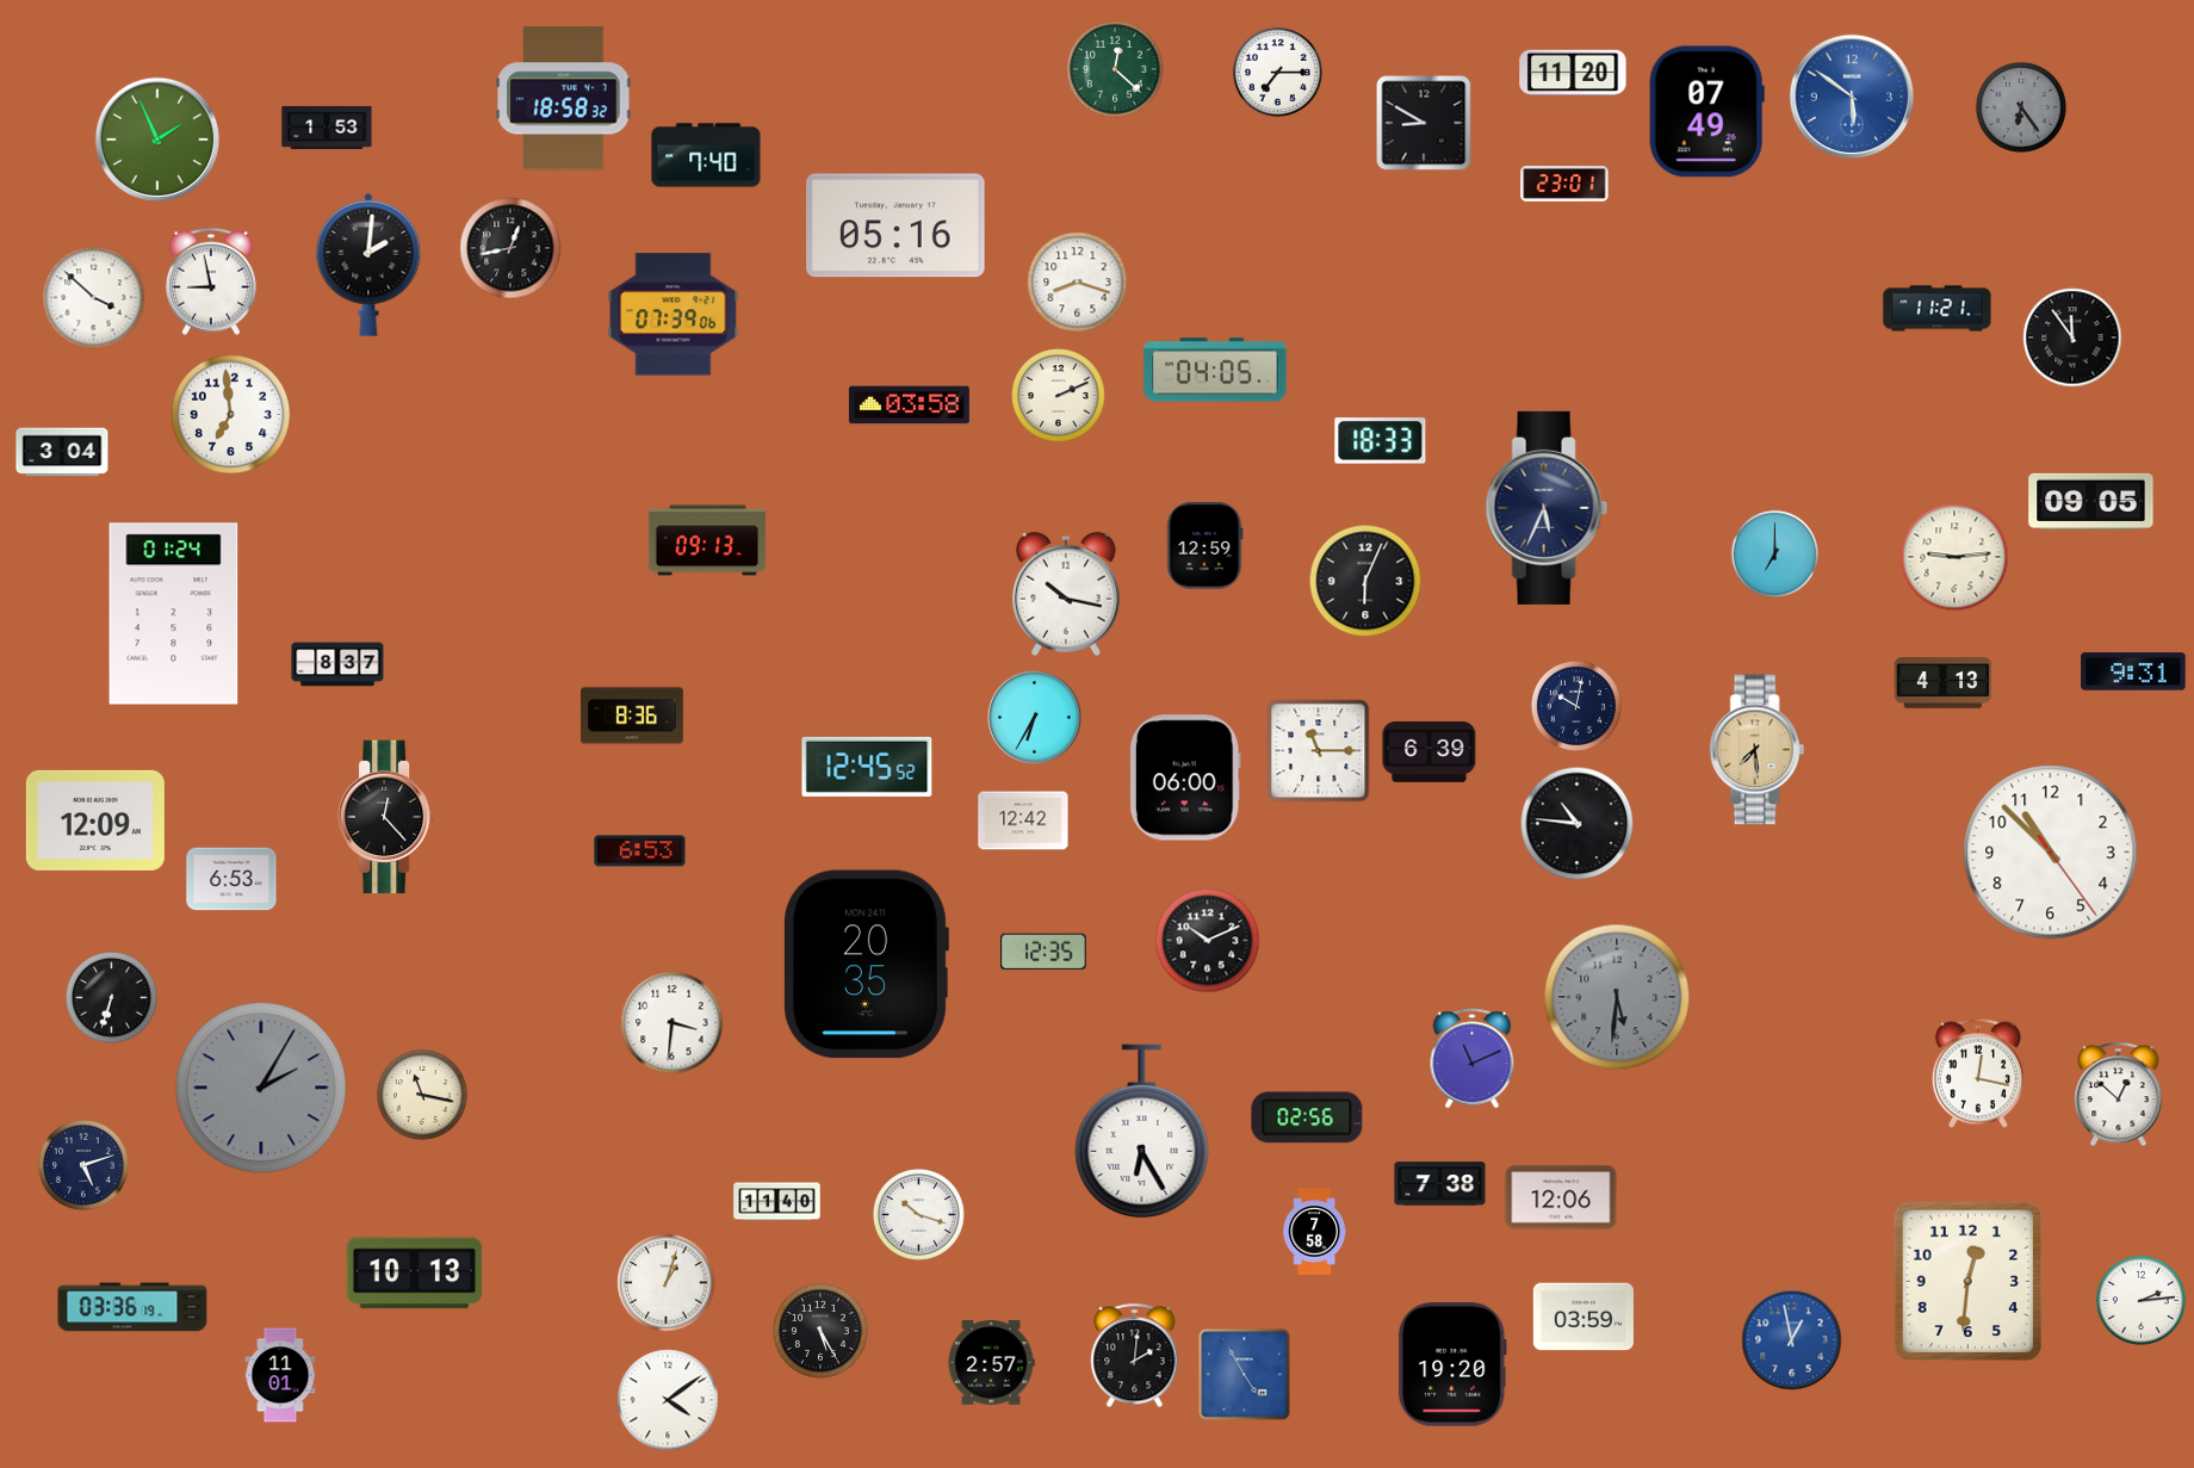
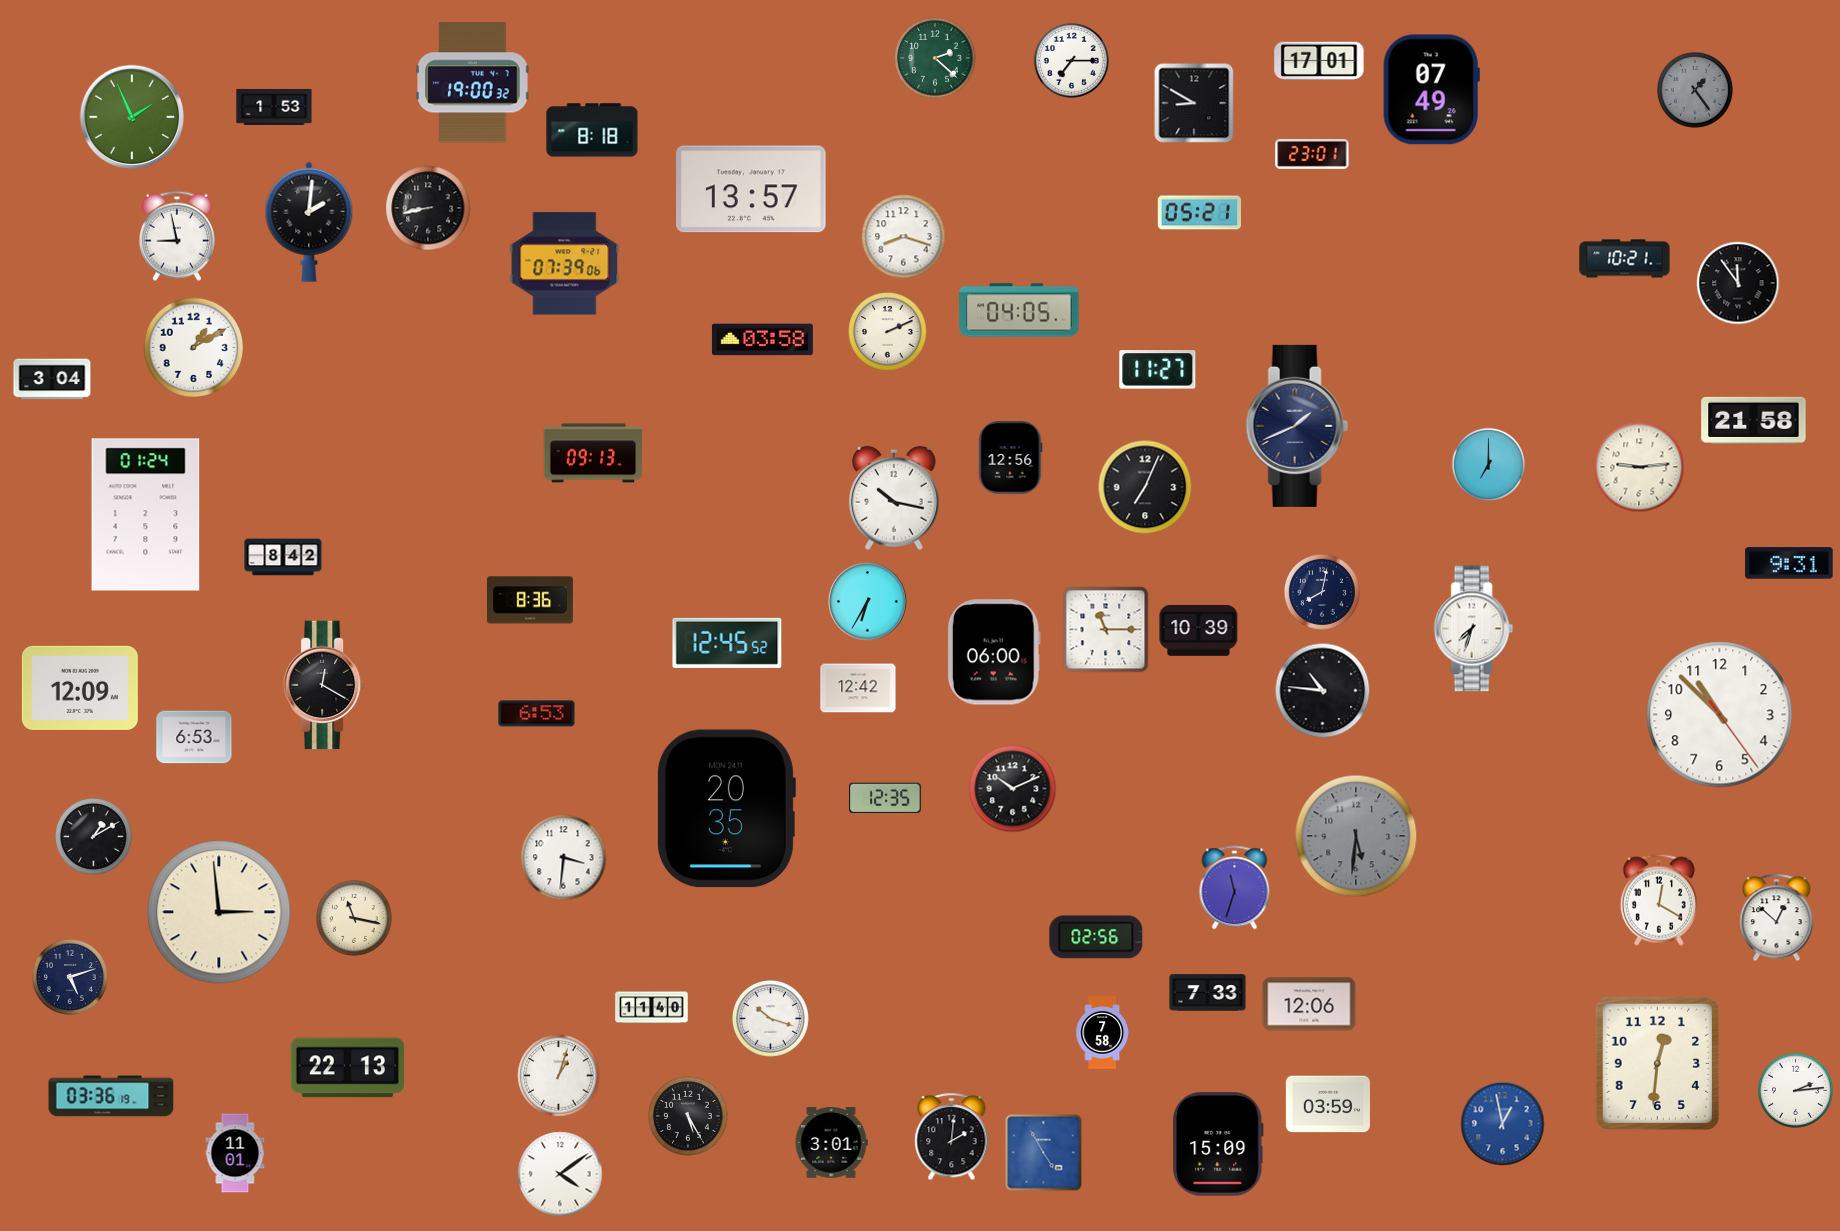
clock at (1115, 69): 12:22 -> 2:22
clock at (1573, 73): 11:20 -> 17:01
clock at (1852, 97): 5:51 -> none
clock at (564, 99): 18:58 -> 19:00
clock at (2021, 107): 6:24 -> 1:24
clock at (1706, 112) position: (1706, 112) -> (1431, 90)
clock at (706, 155): 7:40 -> 8:18
clock at (895, 225): 05:16 -> 13:57
clock at (510, 248): 12:43 -> 8:43
clock at (1199, 213): none -> 05:21
clock at (94, 298): 3:52 -> none
clock at (1938, 309): 11:21 -> 10:21
clock at (231, 415): 6:59 -> 1:10
clock at (1381, 441): 18:33 -> 11:27
clock at (2091, 501): 09:05 -> 21:58
clock at (1547, 508): 5:34 -> 1:41
clock at (1206, 546): 12:59 -> 12:56
clock at (1365, 581): 6:04 -> 7:04
clock at (337, 664): 8:37 -> 8:42
clock at (1944, 683): 4:13 -> none
clock at (1576, 706): 10:02 -> 8:02
clock at (1758, 750): 7:29 -> 7:33
clock at (1758, 750) dial: champagne -> white
clock at (1430, 751): 6:39 -> 10:39
clock at (388, 817): 12:23 -> 12:20
clock at (1043, 950) position: (1043, 950) -> (885, 797)
clock at (112, 998): 6:33 -> 1:10
clock at (1473, 1059): 11:11 -> 11:33
clock at (1978, 1073): 12:17 -> 12:20
clock at (261, 1088): 2:05 -> 2:59
clock at (261, 1088) dial: grey -> cream
clock at (1142, 1131): 6:25 -> none
clock at (1440, 1184): 7:38 -> 7:33
clock at (415, 1274): 10:13 -> 22:13
clock at (1967, 1282) position: (1967, 1282) -> (1657, 1064)
clock at (991, 1363): 2:57 -> 3:01
clock at (1454, 1364): 19:20 -> 15:09
